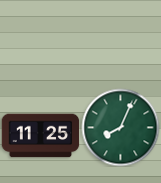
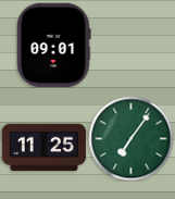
clock at (54, 45): none -> 09:01
clock at (120, 127): 8:04 -> 7:06
